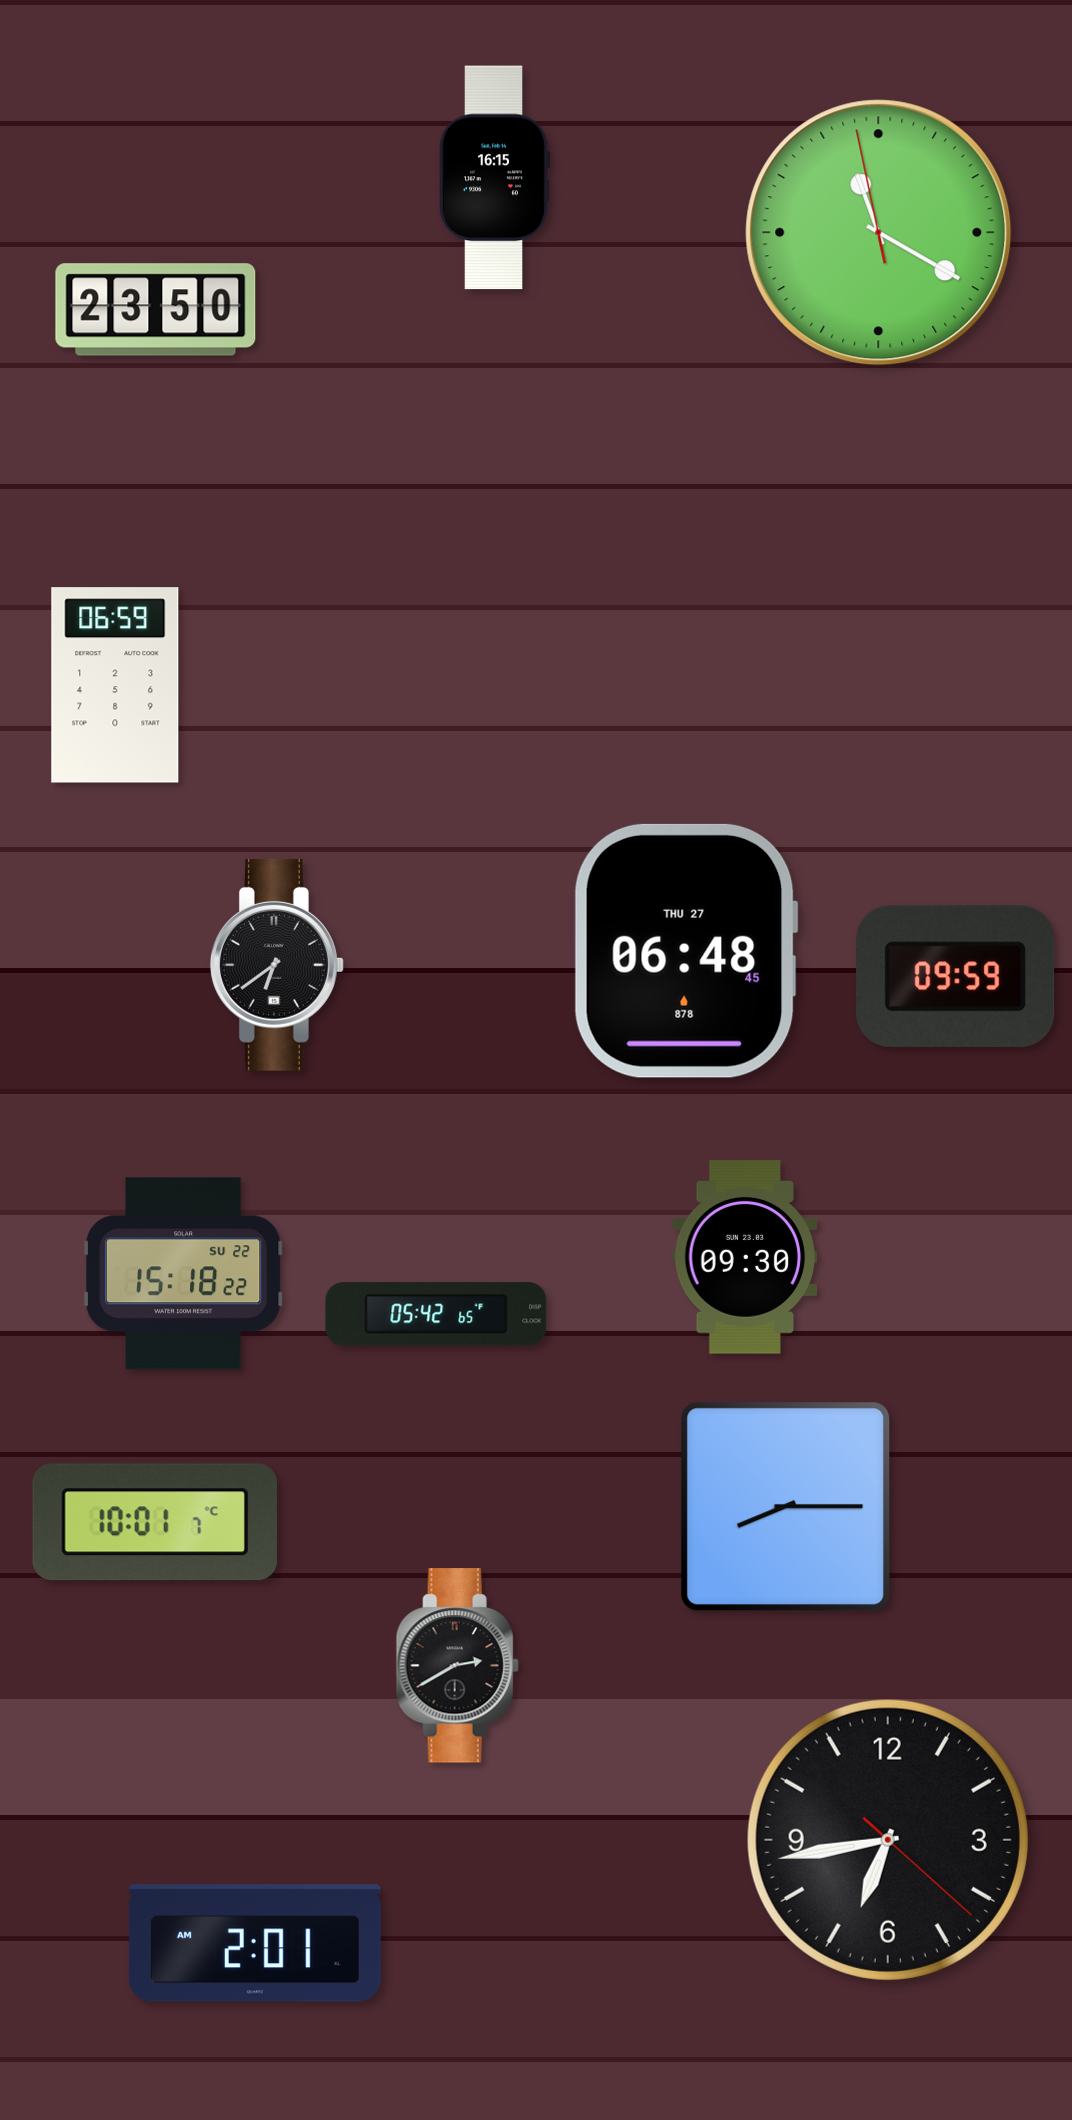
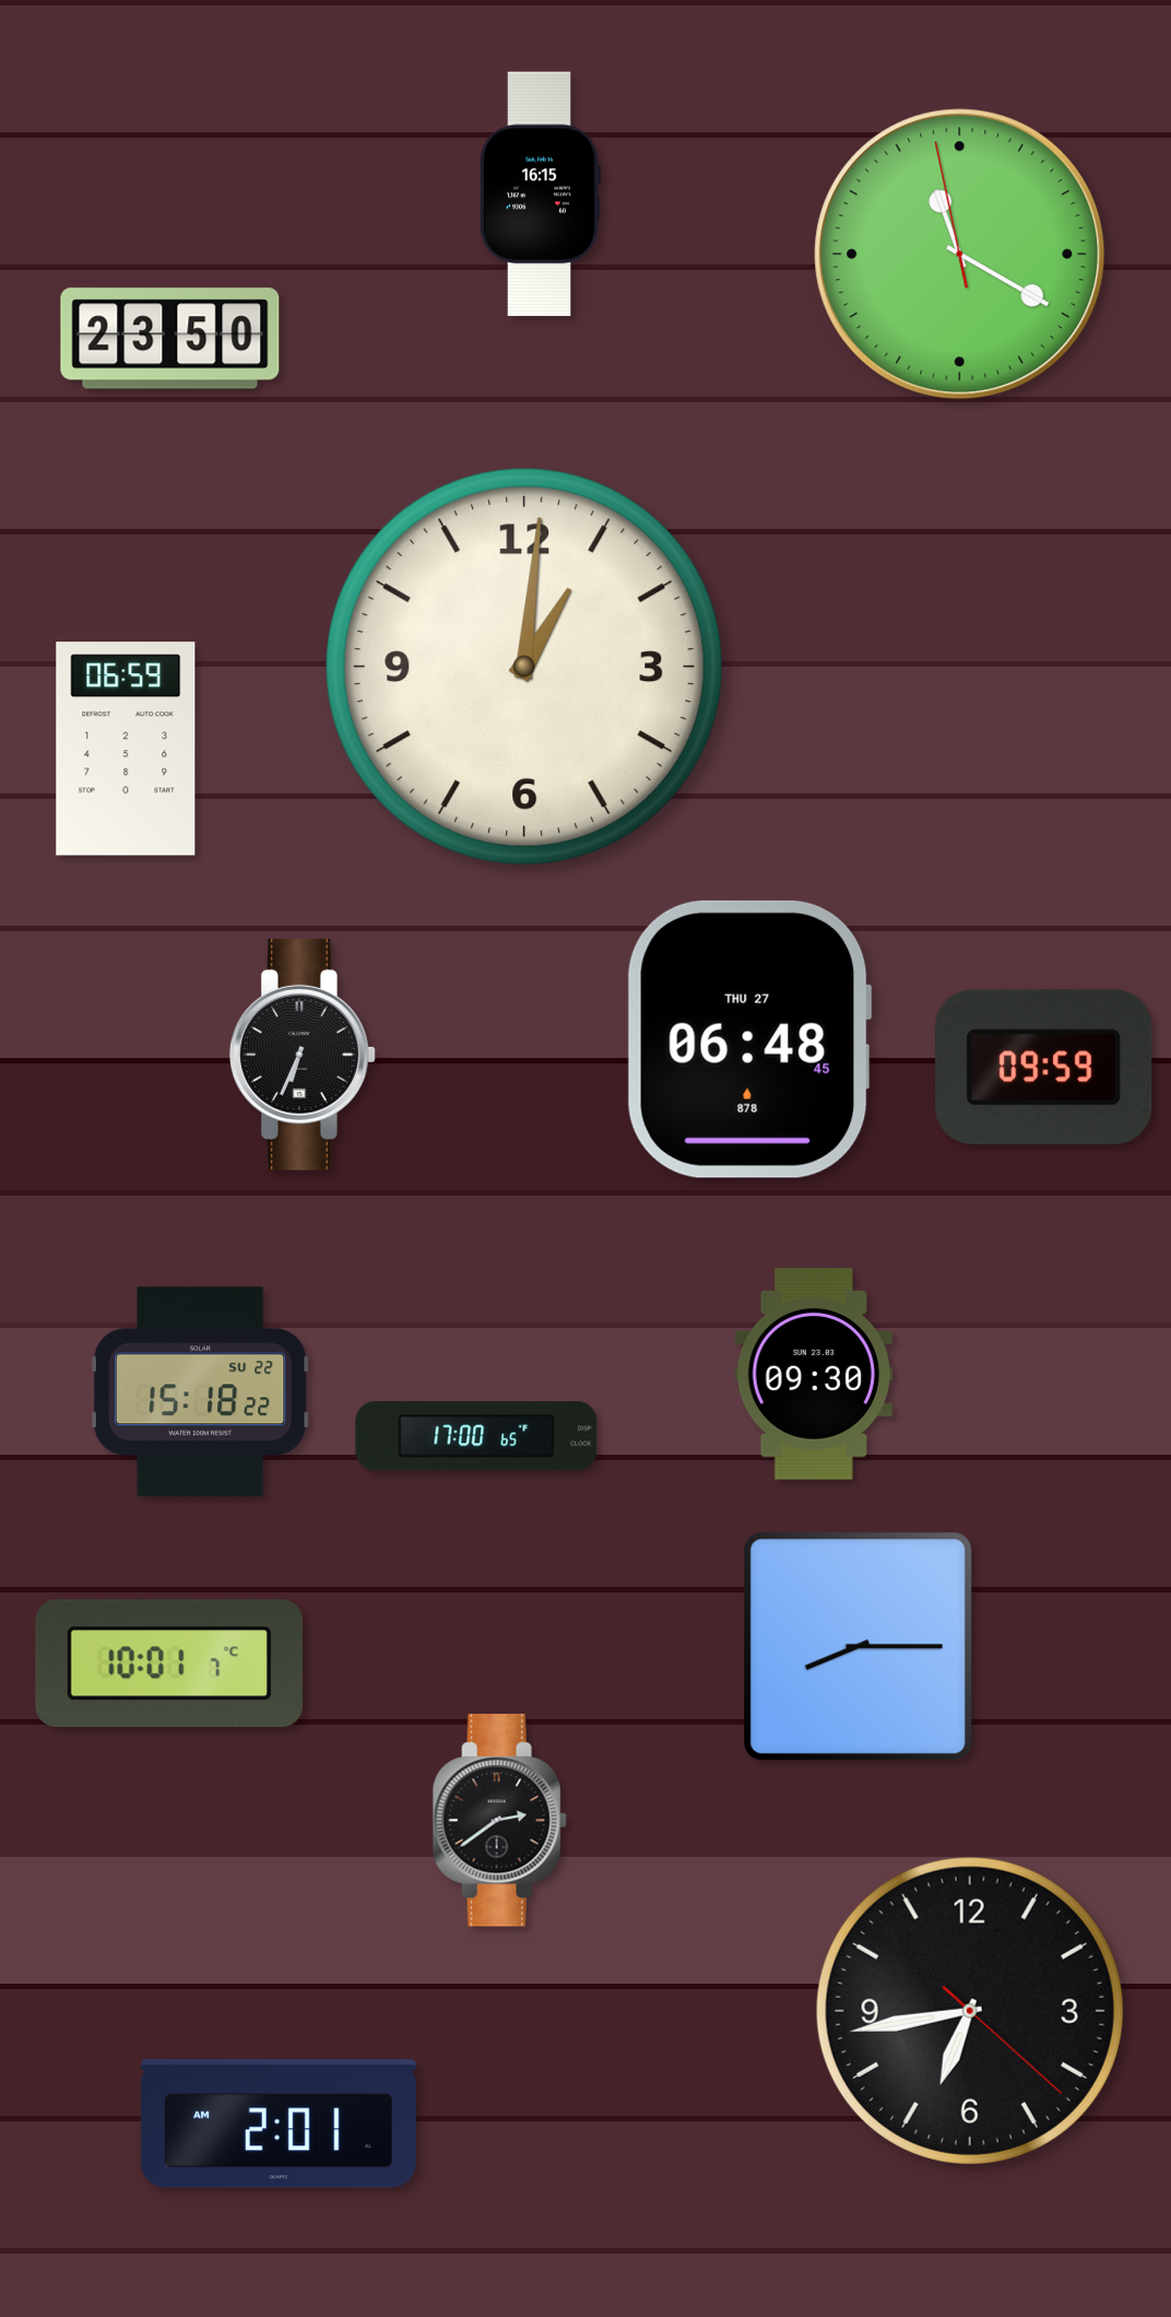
clock at (524, 667): none -> 1:01
clock at (277, 965): 6:39 -> 6:34
clock at (436, 1314): 05:42 -> 17:00
clock at (457, 1666): 2:40 -> 2:39
